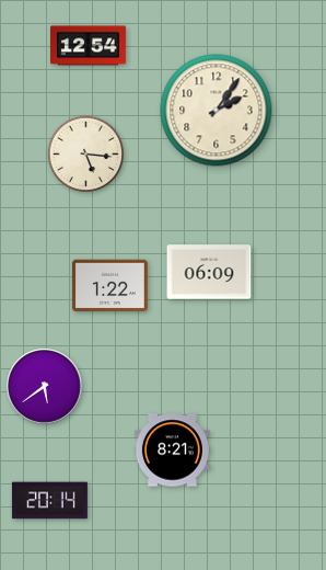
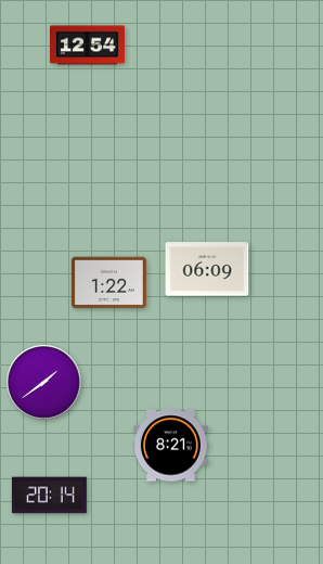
clock at (217, 111): 2:06 -> none
clock at (86, 155): 5:16 -> none
clock at (45, 387): 5:39 -> 1:39
